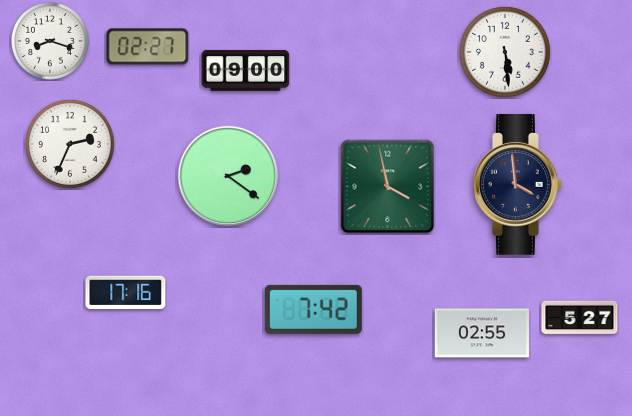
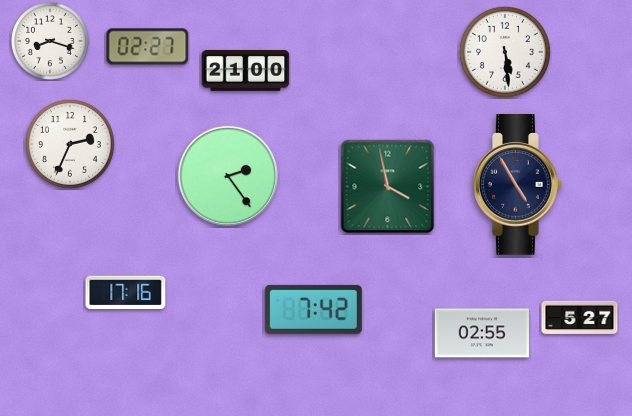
clock at (246, 70): 09:00 -> 21:00
clock at (228, 176): 2:21 -> 2:24
clock at (518, 185): 3:59 -> 4:55
